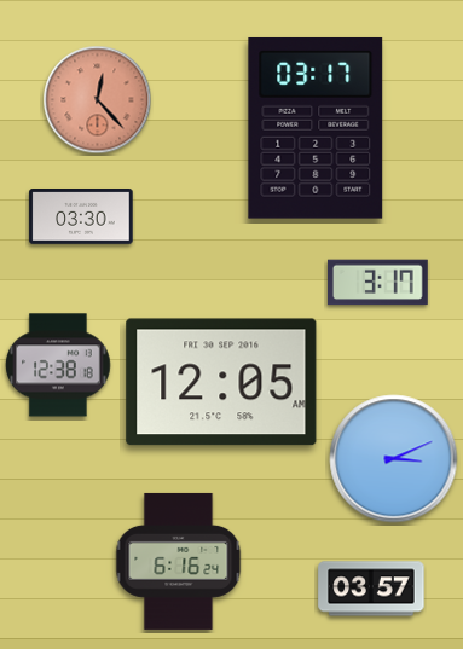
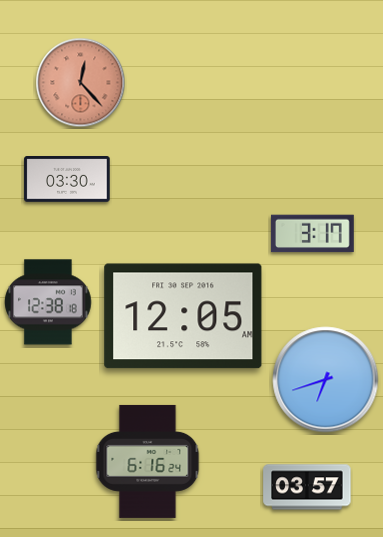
clock at (316, 128): 03:17 -> none
clock at (394, 459): 3:11 -> 6:42
clock at (179, 561) position: (179, 561) -> (148, 461)
